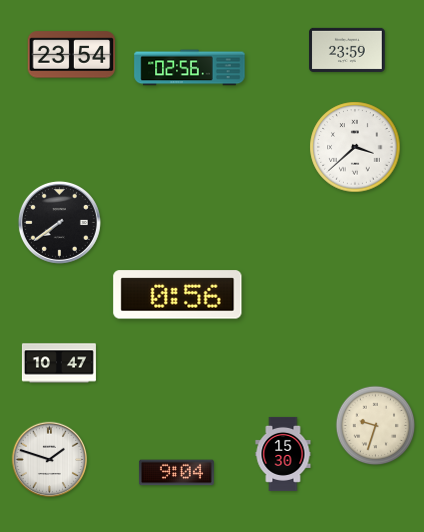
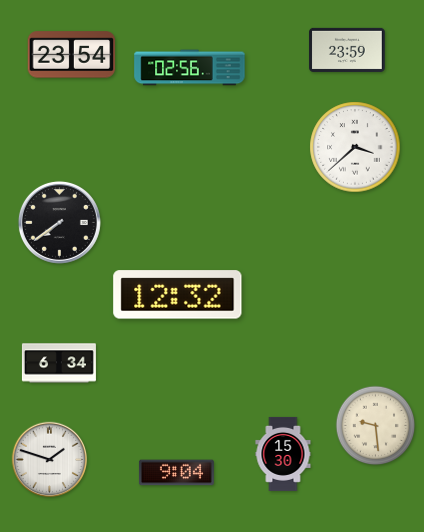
clock at (178, 295): 0:56 -> 12:32
clock at (59, 363): 10:47 -> 6:34
clock at (376, 426): 9:33 -> 9:29
